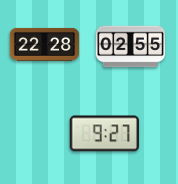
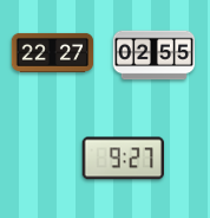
clock at (45, 44): 22:28 -> 22:27
